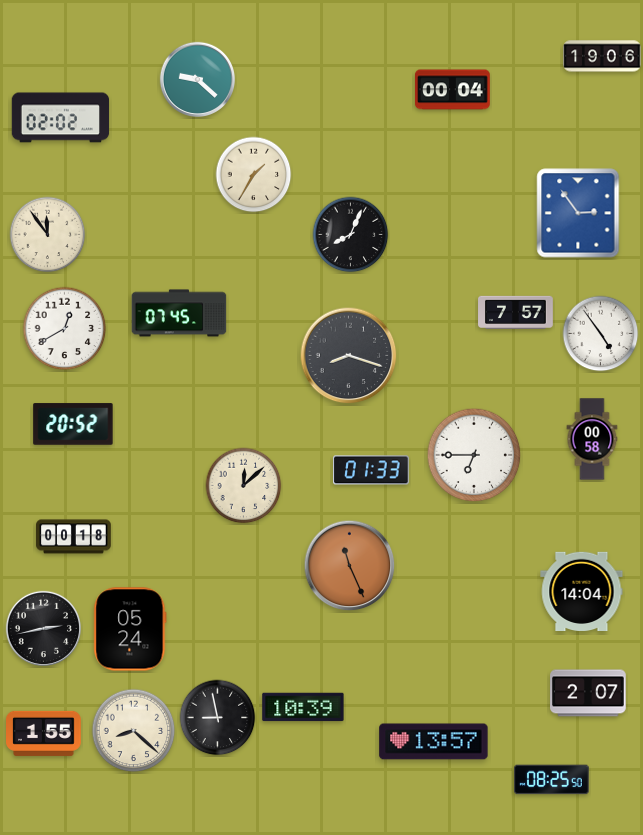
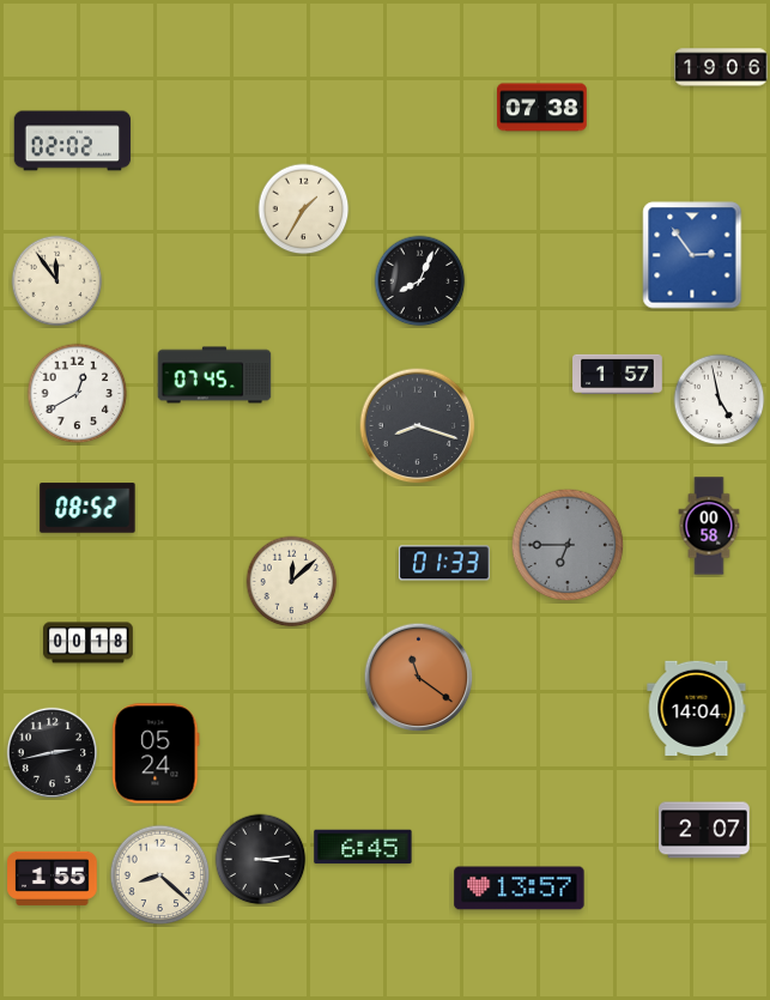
clock at (197, 79): 9:22 -> none
clock at (453, 90): 00:04 -> 07:38
clock at (516, 312): 7:57 -> 1:57
clock at (601, 334): 4:54 -> 4:58
clock at (73, 424): 20:52 -> 08:52
clock at (474, 455) dial: white -> grey
clock at (350, 566): 11:26 -> 11:21
clock at (303, 707): 10:39 -> 6:45
clock at (218, 718): 8:58 -> 3:14
clock at (552, 780): 08:25 -> none
